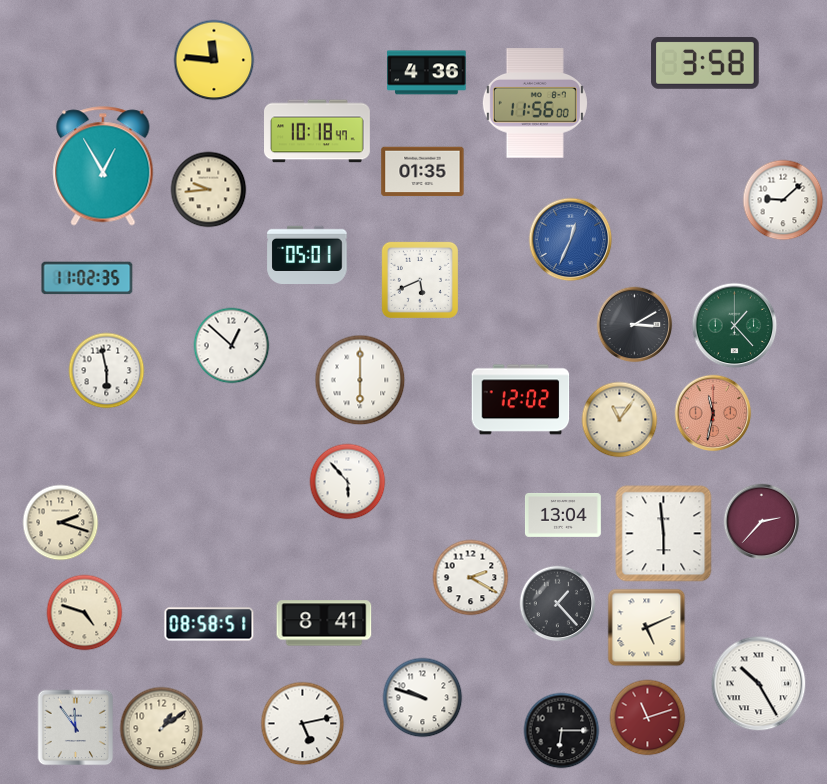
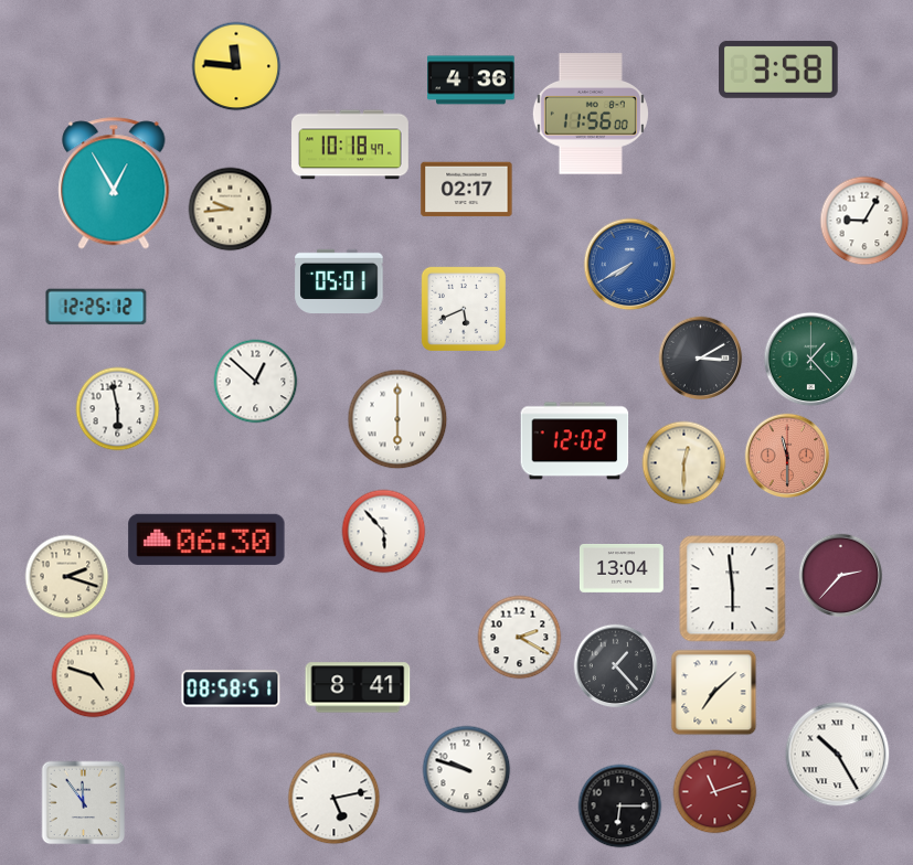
clock at (423, 172): 01:35 -> 02:17
clock at (783, 200): 9:08 -> 9:05
clock at (571, 240): 12:34 -> 7:40
clock at (87, 278): 11:02 -> 12:25
clock at (713, 413): 11:32 -> 11:30
clock at (620, 420): 11:06 -> 12:30
clock at (206, 540): none -> 06:30
clock at (647, 628): 5:11 -> 7:08
clock at (162, 729): 1:09 -> none
